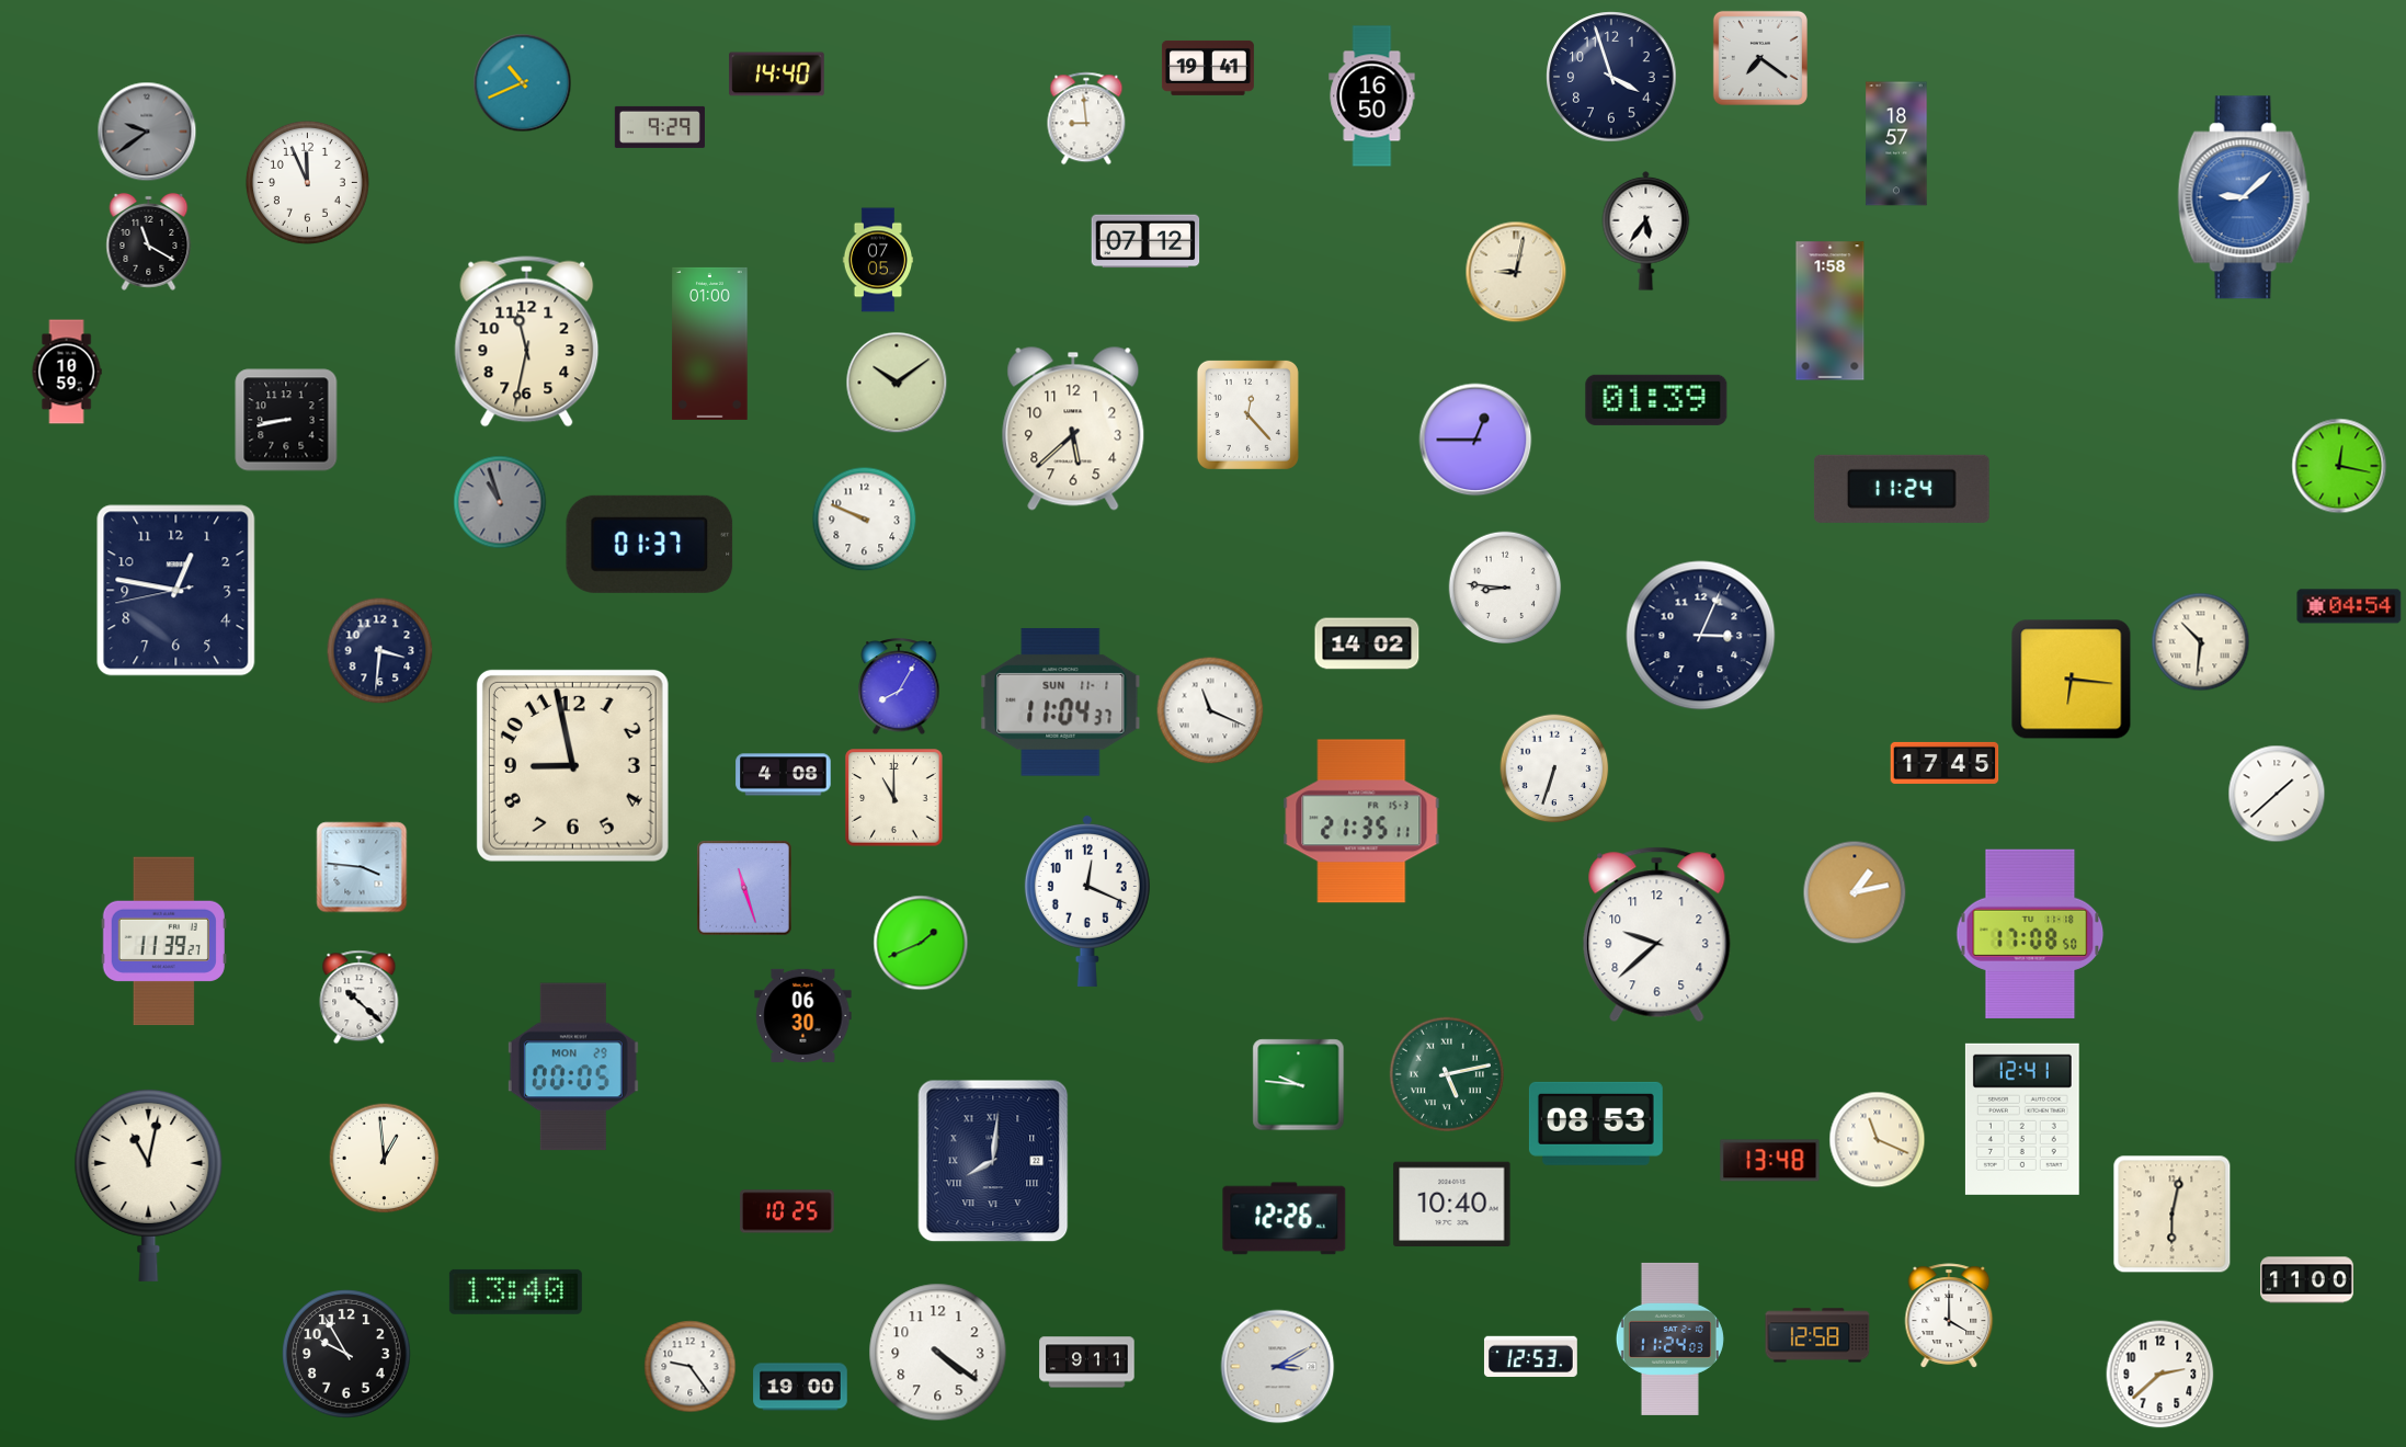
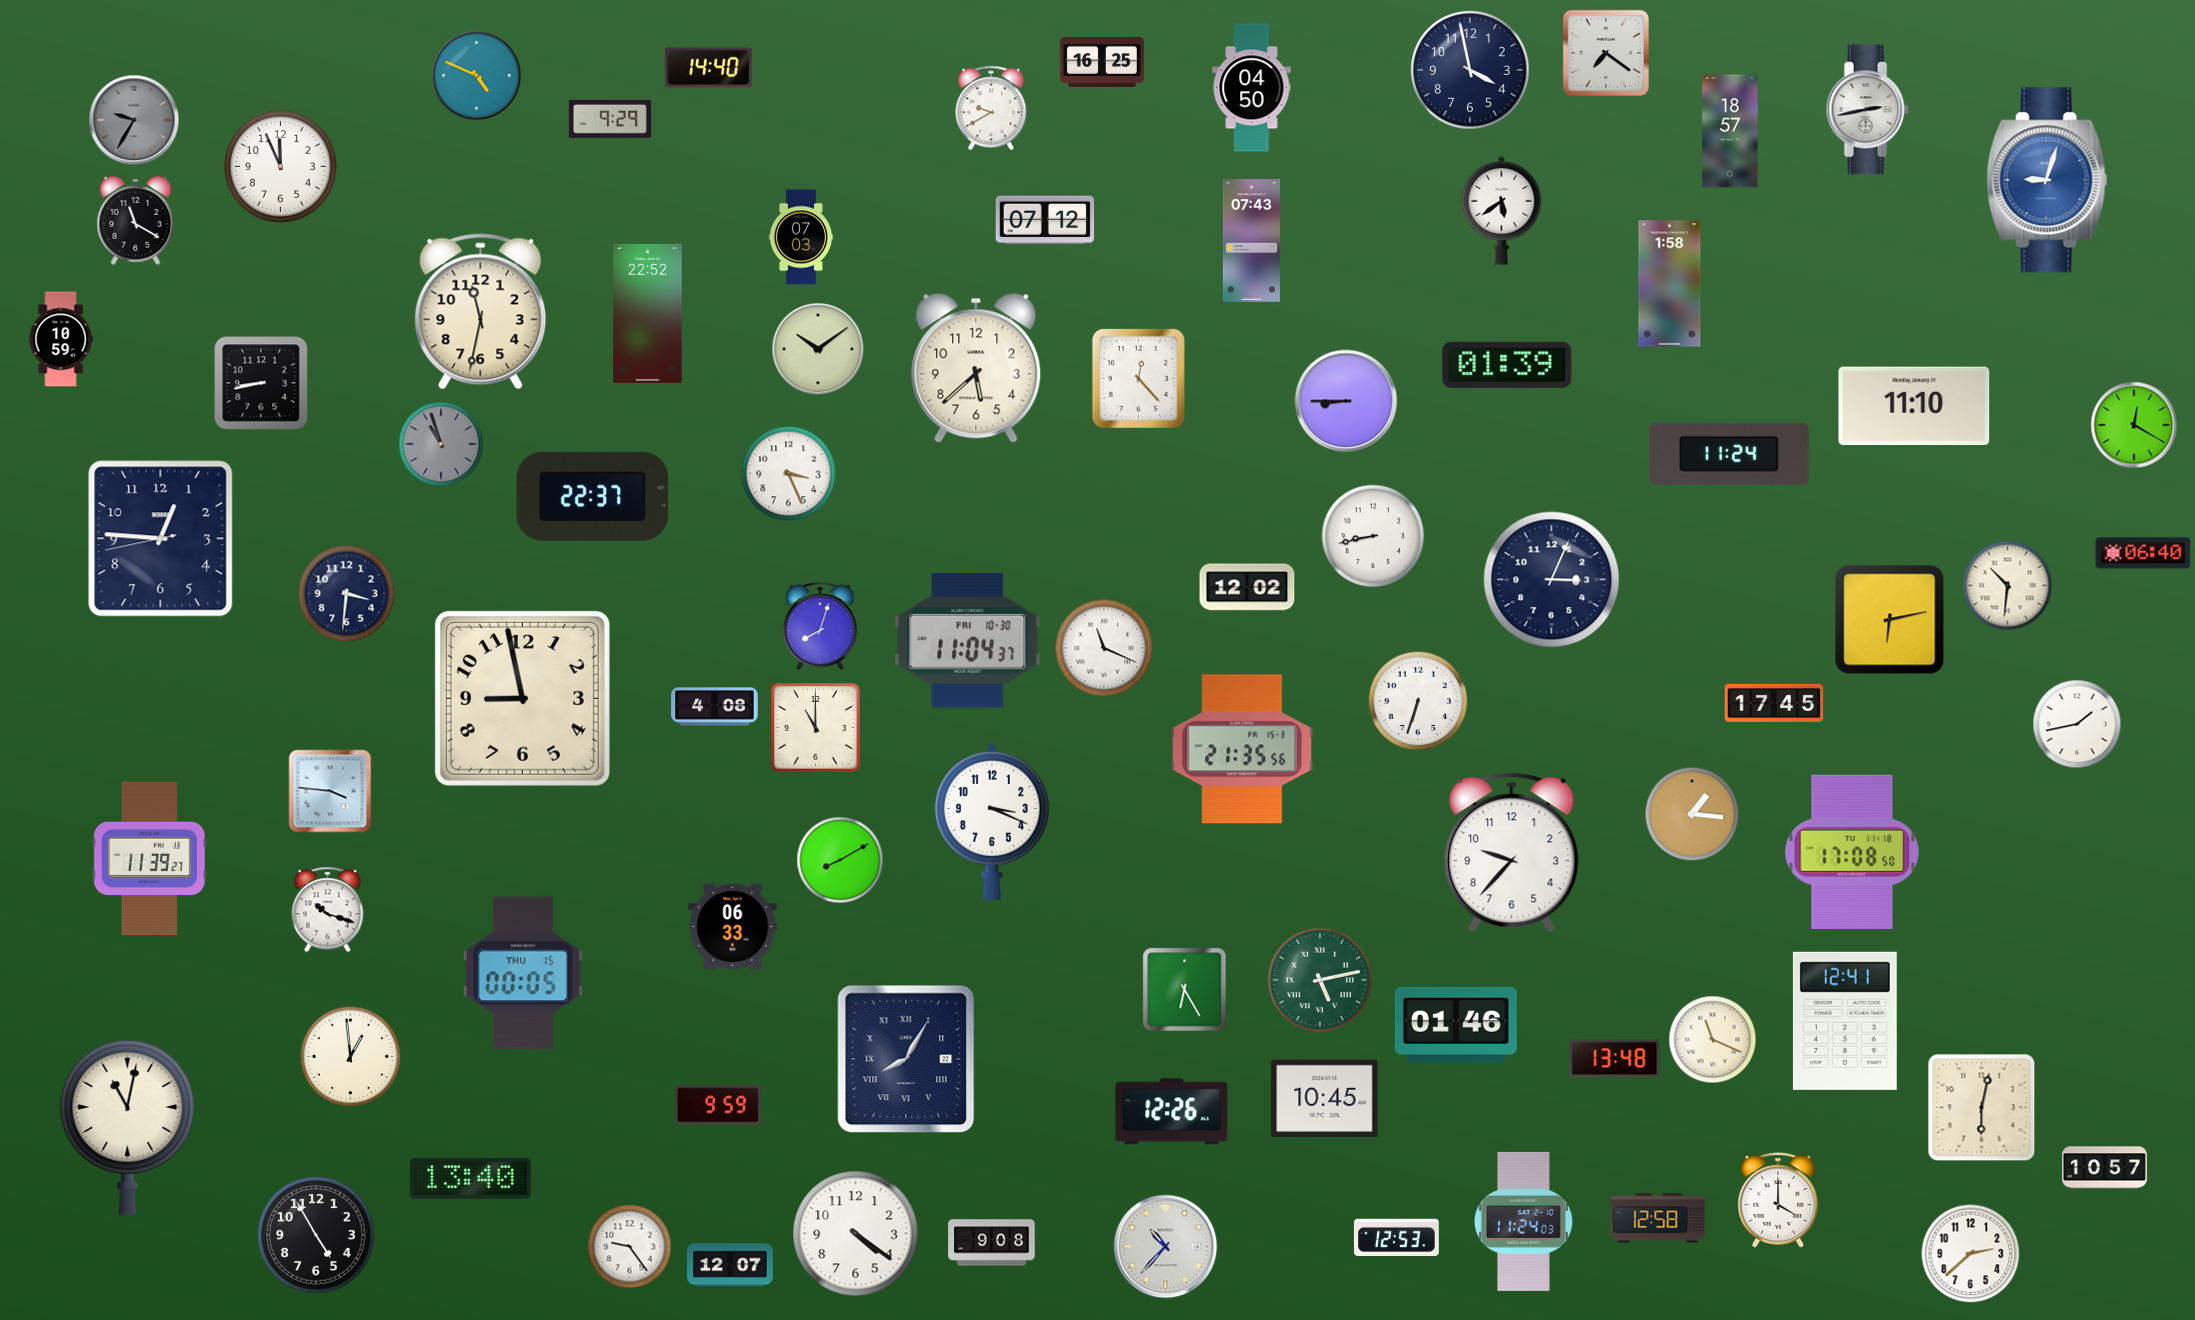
clock at (1208, 68): 19:41 -> 16:25
clock at (1611, 77): 3:57 -> 3:58
clock at (523, 83): 10:41 -> 4:49
clock at (1372, 96): 16:50 -> 04:50
clock at (1086, 118): 8:59 -> 9:40
clock at (1867, 110): none -> 2:43
clock at (660, 127) position: (660, 127) -> (610, 119)
clock at (147, 132): 9:39 -> 9:35
clock at (2244, 197): 9:08 -> 9:03
clock at (1646, 230): 5:36 -> 5:39
clock at (878, 260): 07:05 -> 07:03
clock at (1251, 241): none -> 07:43
clock at (1516, 272): 9:02 -> none
clock at (710, 343): 01:00 -> 22:52
clock at (1656, 400) position: (1656, 400) -> (1507, 365)
clock at (1073, 429) position: (1073, 429) -> (976, 368)
clock at (1475, 440): 12:45 -> 8:45
clock at (1914, 406): none -> 11:10
clock at (2339, 466): 12:17 -> 12:20
clock at (1902, 489) position: (1902, 489) -> (1729, 454)
clock at (500, 502) position: (500, 502) -> (441, 444)
clock at (865, 520): 9:49 -> 3:26
clock at (650, 544): 01:37 -> 22:37
clock at (1505, 588): 8:46 -> 8:43
clock at (176, 591): 12:46 -> 12:45
clock at (2349, 606): 04:54 -> 06:40
clock at (1367, 643): 14:02 -> 12:02
clock at (2072, 680): 6:16 -> 6:13
clock at (899, 687): 8:05 -> 8:03
clock at (1061, 702) date: SUN 11-1 -> FRI 10-30
clock at (1945, 763) position: (1945, 763) -> (1774, 703)
clock at (2277, 794): 1:38 -> 1:43
clock at (1361, 821): 21:35:11 -> 21:35:56
clock at (744, 888): 11:27 -> none
clock at (1855, 892): 1:13 -> 1:16
clock at (1087, 900): 12:19 -> 3:19
clock at (1657, 935): 9:38 -> 9:37
clock at (921, 943): 1:41 -> 8:10
clock at (360, 998): 10:22 -> 10:18
clock at (803, 1015): 06:30 -> 06:33
clock at (573, 1067) date: MON 29 -> THU 15
clock at (1299, 1085): 9:46 -> 6:25
clock at (1596, 1124): 08:53 -> 01:46
clock at (993, 1161): 8:01 -> 8:05
clock at (149, 1185) position: (149, 1185) -> (128, 1127)
clock at (1452, 1204): 10:40 -> 10:45
clock at (788, 1211): 10:25 -> 9:59
clock at (2307, 1280): 11:00 -> 10:57
clock at (346, 1354): 9:55 -> 4:55
clock at (1087, 1363): 9:11 -> 9:08
clock at (1278, 1367): 3:10 -> 10:37
clock at (800, 1387): 19:00 -> 12:07
